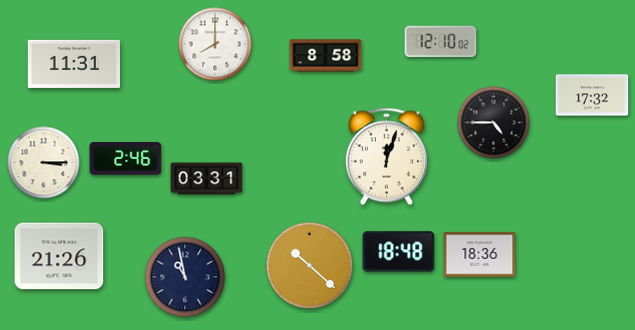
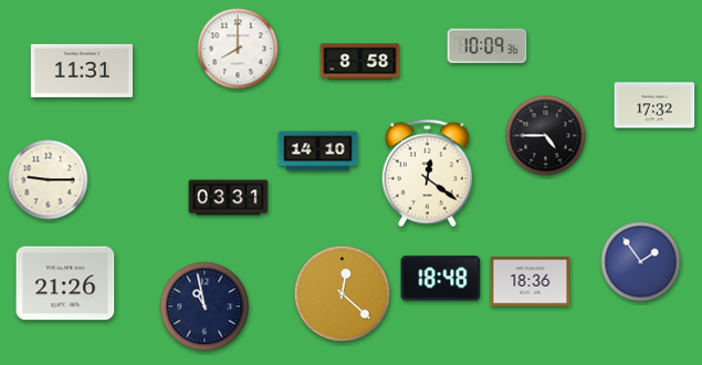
clock at (441, 42): 12:10 -> 10:09
clock at (318, 152): none -> 14:10
clock at (386, 157): 12:03 -> 12:21
clock at (126, 159): 2:46 -> none
clock at (44, 163): 3:15 -> 9:15
clock at (641, 262): none -> 1:54
clock at (310, 266): 10:22 -> 12:22
